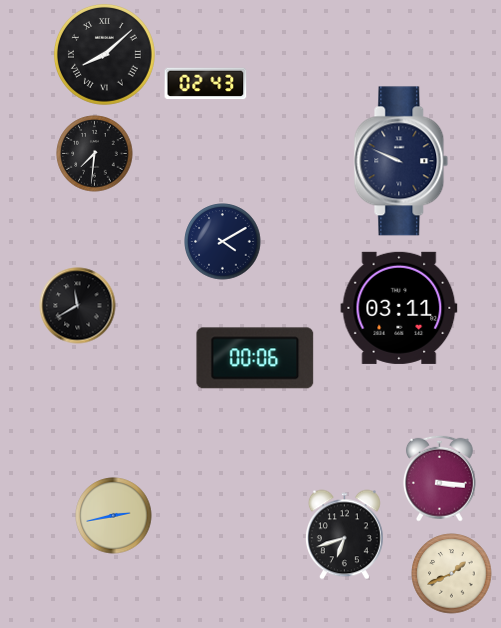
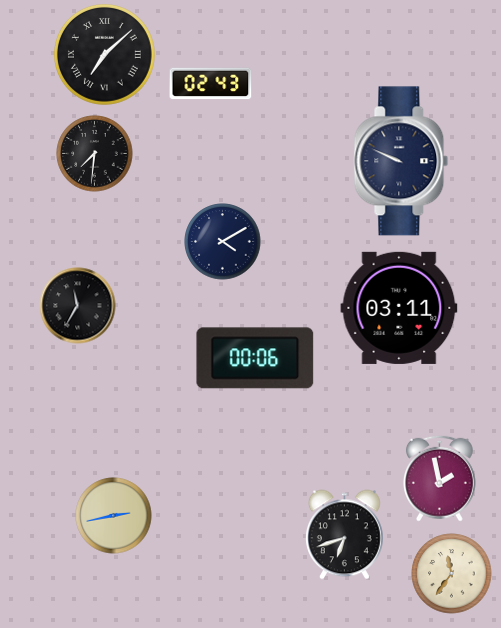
clock at (104, 54): 8:08 -> 7:08
clock at (206, 84) position: (206, 84) -> (211, 84)
clock at (78, 306): 11:40 -> 11:35
clock at (439, 478): 3:16 -> 1:58
clock at (452, 574): 1:41 -> 11:36
